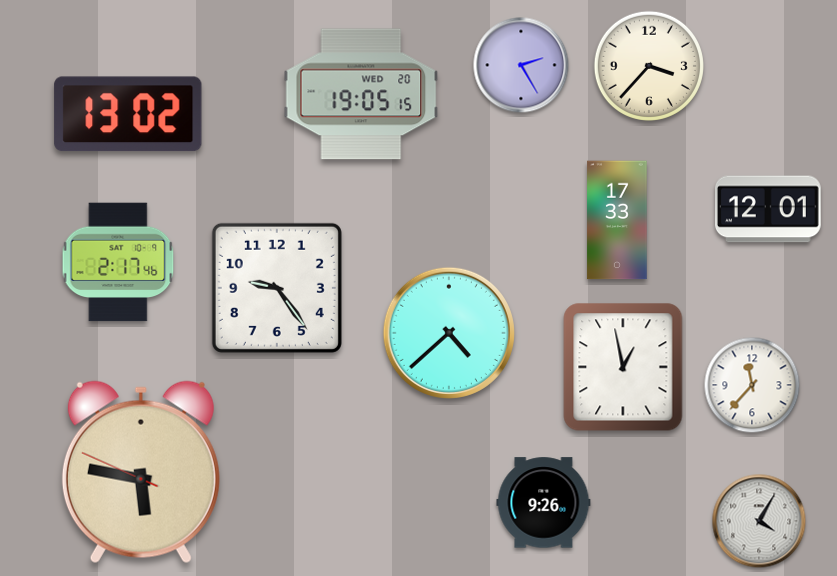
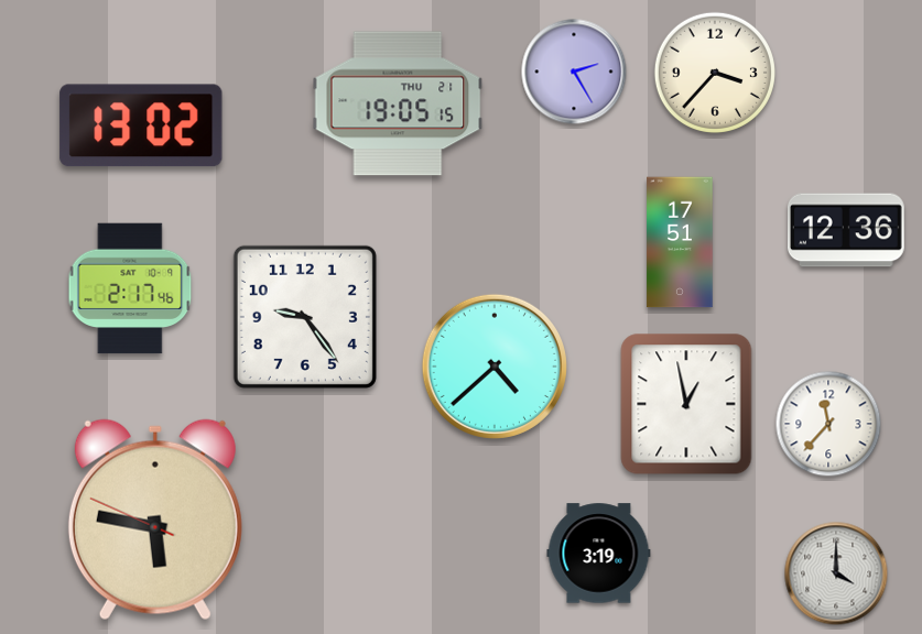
clock at (361, 94) date: WED 20 -> THU 21
clock at (769, 209): 12:01 -> 12:36
clock at (617, 220): 17:33 -> 17:51
clock at (544, 503): 9:26 -> 3:19
clock at (759, 521): 4:05 -> 4:00
